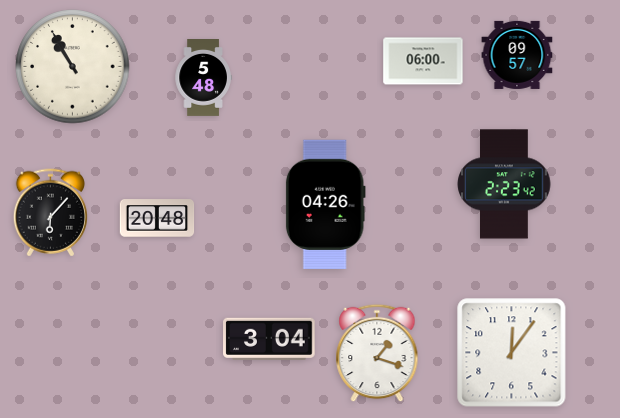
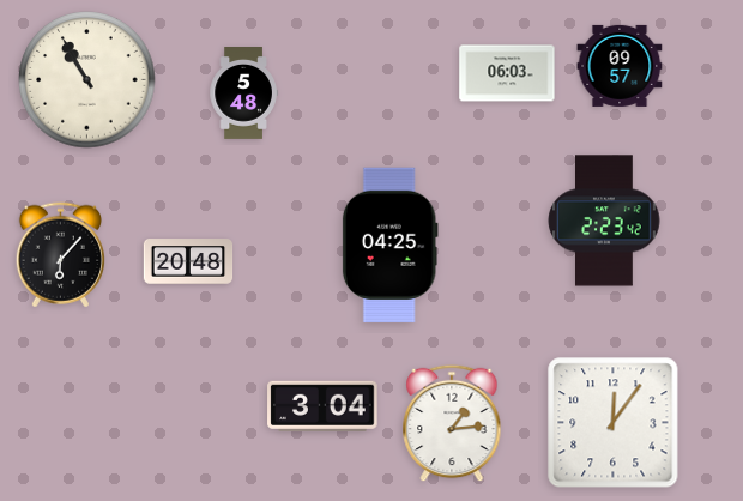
clock at (423, 61): 06:00 -> 06:03
clock at (325, 204): 04:26 -> 04:25
clock at (377, 353): 1:18 -> 1:14
